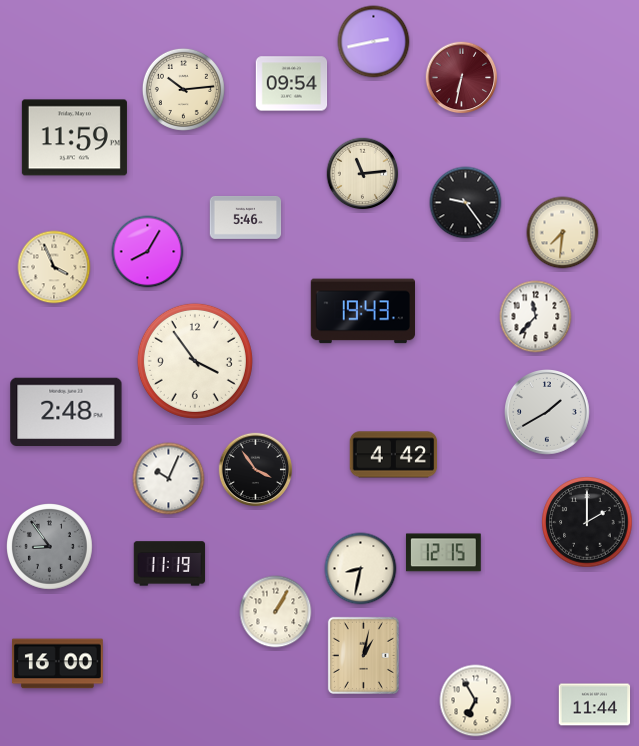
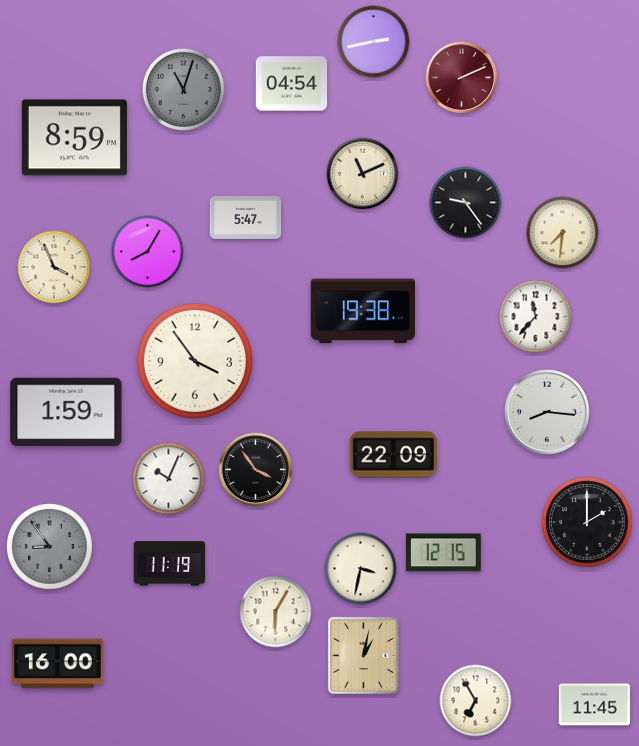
clock at (462, 78): 6:32 -> 2:11
clock at (292, 84): 09:54 -> 04:54
clock at (183, 89): 10:14 -> 11:03
clock at (183, 89) dial: cream -> grey
clock at (74, 138): 11:59 -> 8:59
clock at (363, 174): 11:14 -> 11:11
clock at (246, 217): 5:46 -> 5:47
clock at (362, 311): 19:43 -> 19:38
clock at (66, 412): 2:48 -> 1:59
clock at (548, 413): 1:40 -> 8:16
clock at (394, 455): 4:42 -> 22:09
clock at (361, 569): 8:32 -> 3:32
clock at (276, 612): 1:05 -> 6:05
clock at (595, 705): 11:44 -> 11:45
